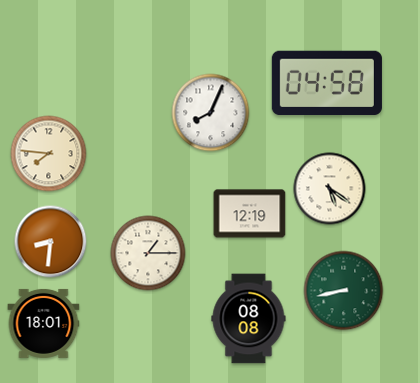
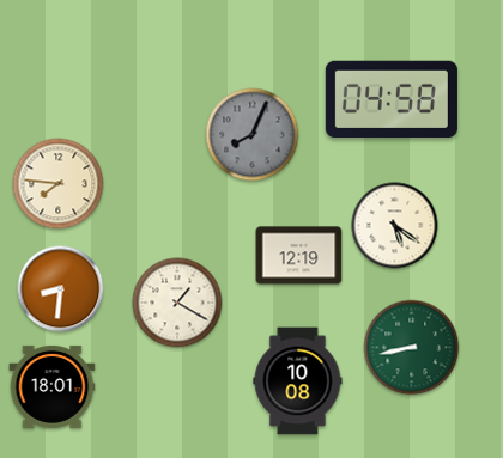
clock at (211, 113) dial: white -> grey
clock at (148, 253): 1:15 -> 1:20
clock at (249, 319): 08:08 -> 10:08
